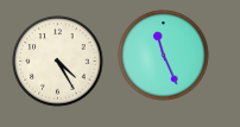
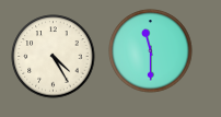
clock at (164, 56): 11:26 -> 11:30
